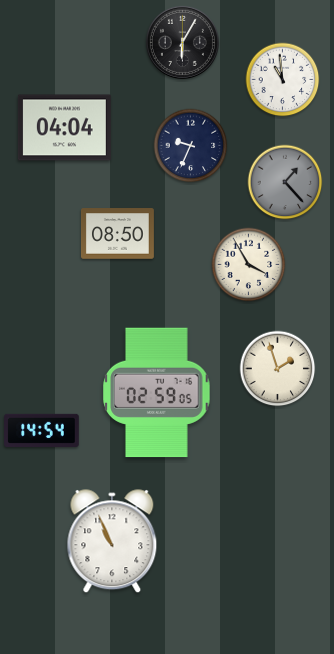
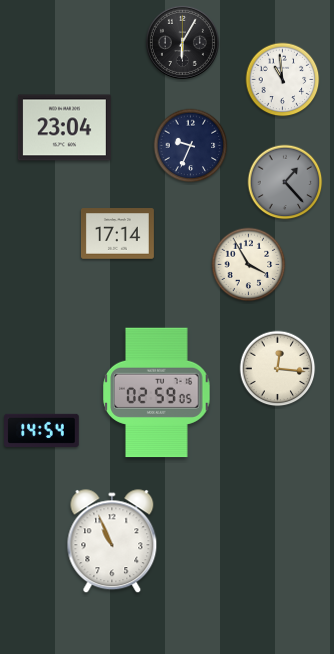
clock at (64, 128): 04:04 -> 23:04
clock at (117, 234): 08:50 -> 17:14
clock at (278, 369): 1:57 -> 12:16
